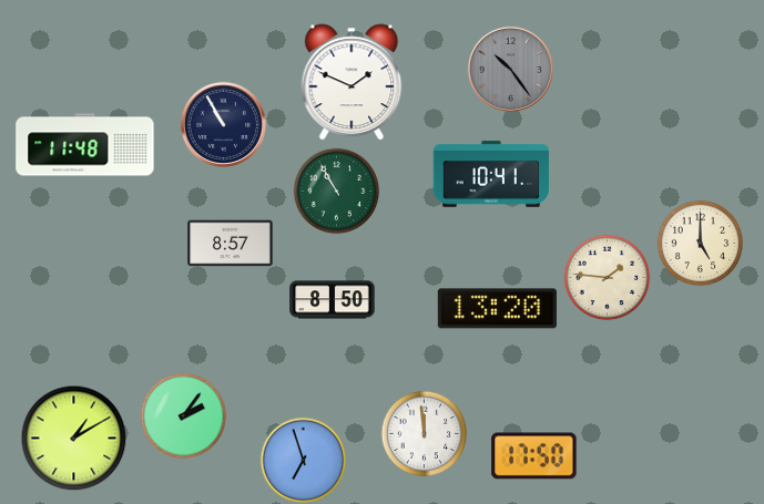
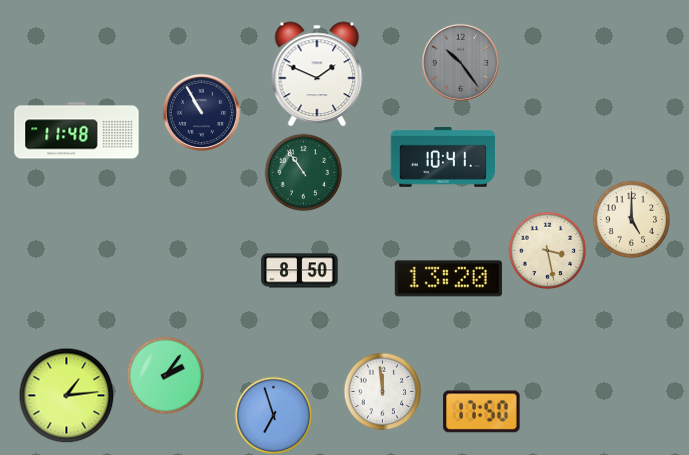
clock at (336, 191): 10:55 -> 10:54
clock at (231, 244): 8:57 -> none
clock at (607, 277): 1:46 -> 3:28
clock at (73, 438): 1:10 -> 1:14
